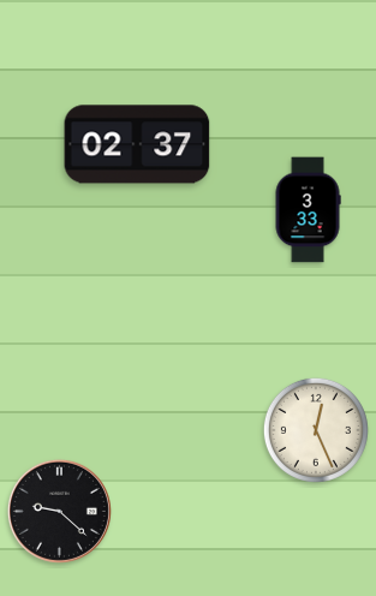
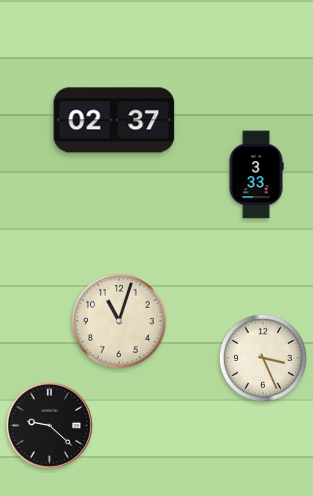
clock at (119, 321): none -> 11:03
clock at (316, 430): 12:26 -> 3:26
